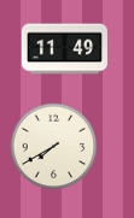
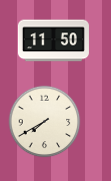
clock at (64, 49): 11:49 -> 11:50
